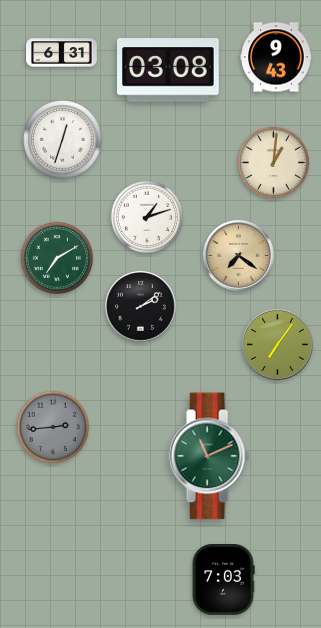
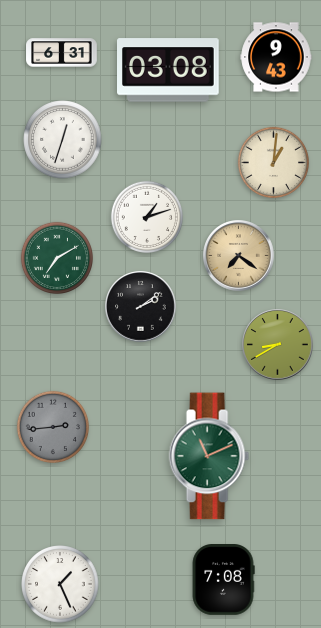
clock at (278, 345): 7:06 -> 8:40
clock at (223, 580): 7:03 -> 7:08
clock at (60, 584): none -> 1:26
